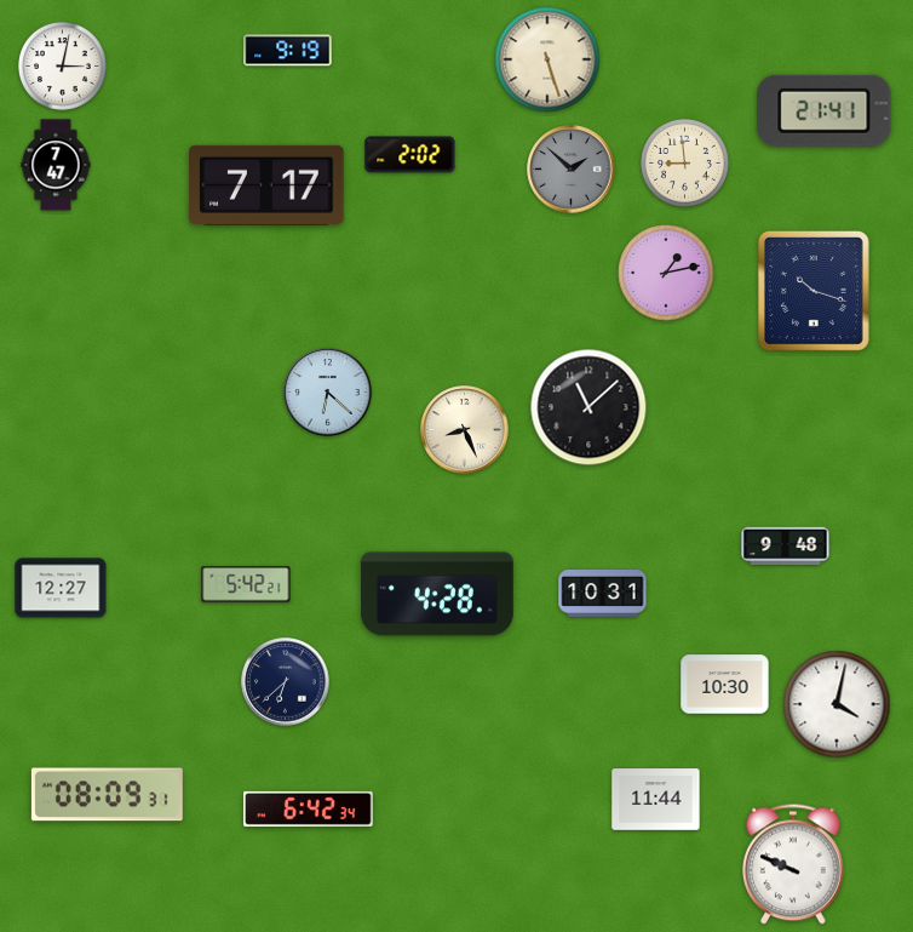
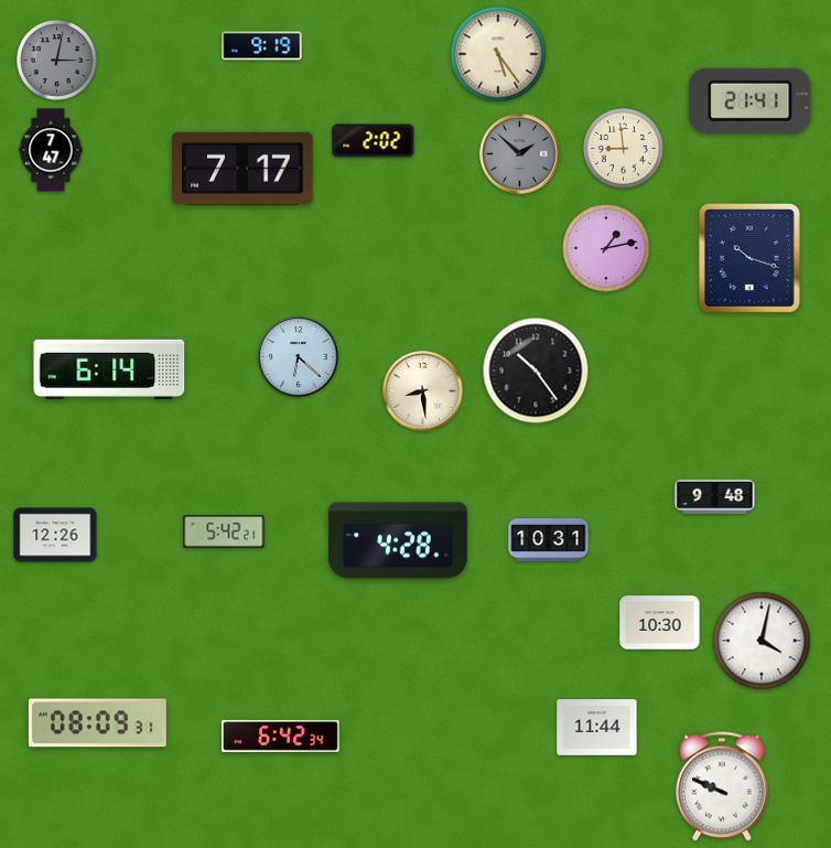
clock at (547, 59): 5:27 -> 5:24
clock at (62, 65) dial: white -> grey
clock at (814, 291) position: (814, 291) -> (749, 258)
clock at (109, 369): none -> 6:14
clock at (588, 407): 11:08 -> 10:24
clock at (465, 430): 8:26 -> 8:29
clock at (61, 588): 12:27 -> 12:26
clock at (286, 682): 6:38 -> none
